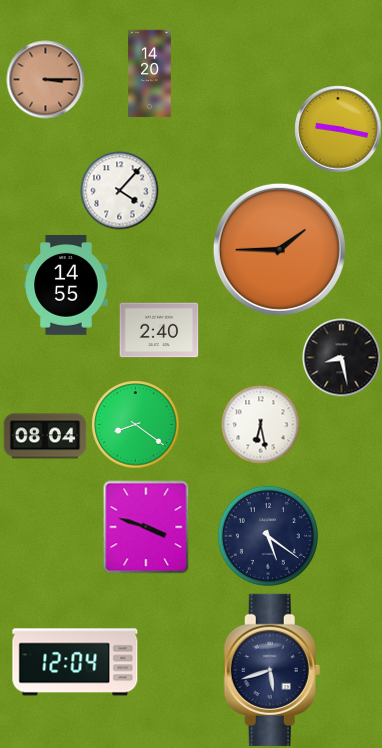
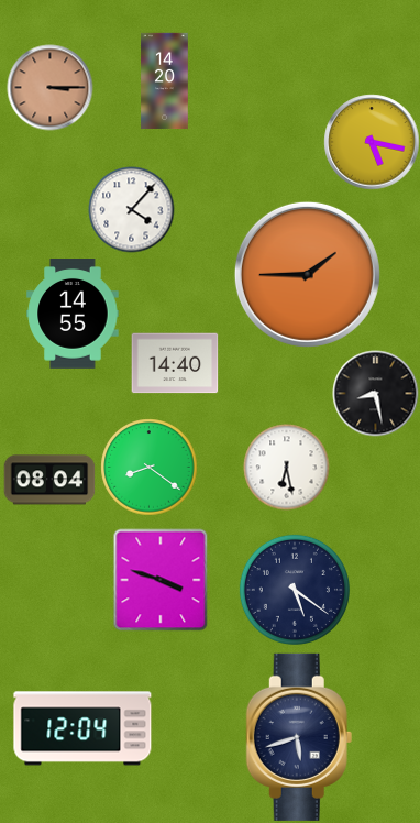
clock at (338, 129): 9:17 -> 5:17
clock at (159, 330): 2:40 -> 14:40
